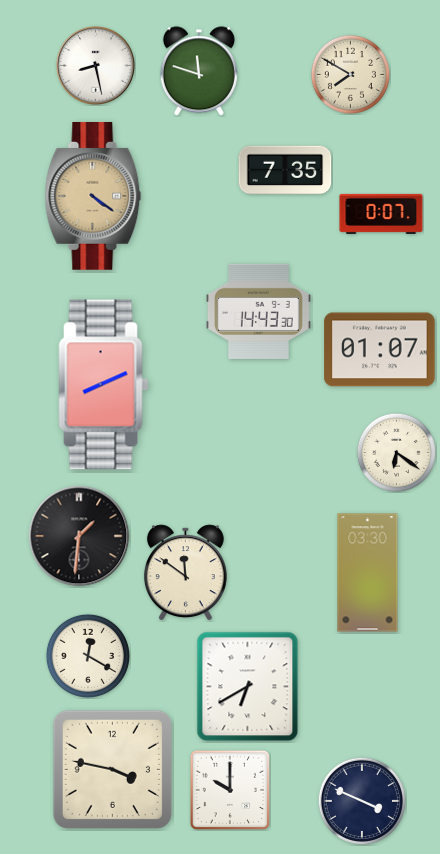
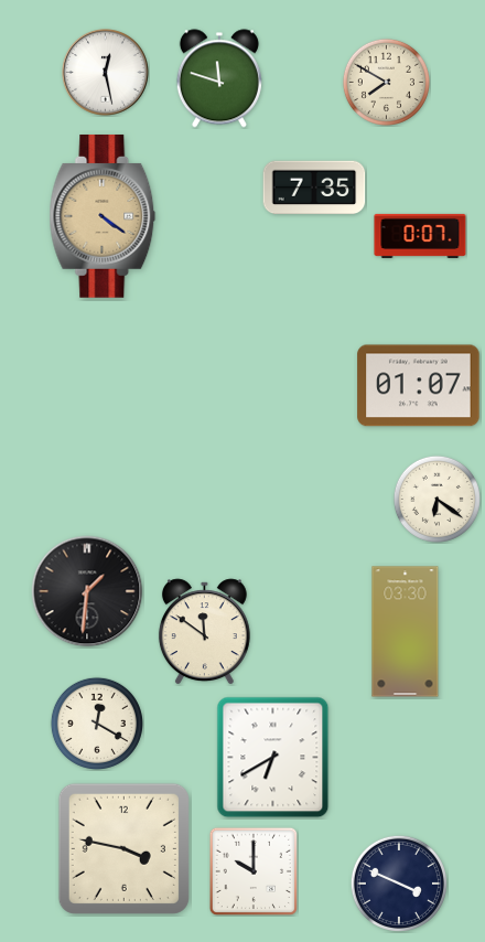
clock at (96, 66): 8:28 -> 12:28
clock at (258, 311): 14:43 -> none
clock at (104, 385): 8:11 -> none
